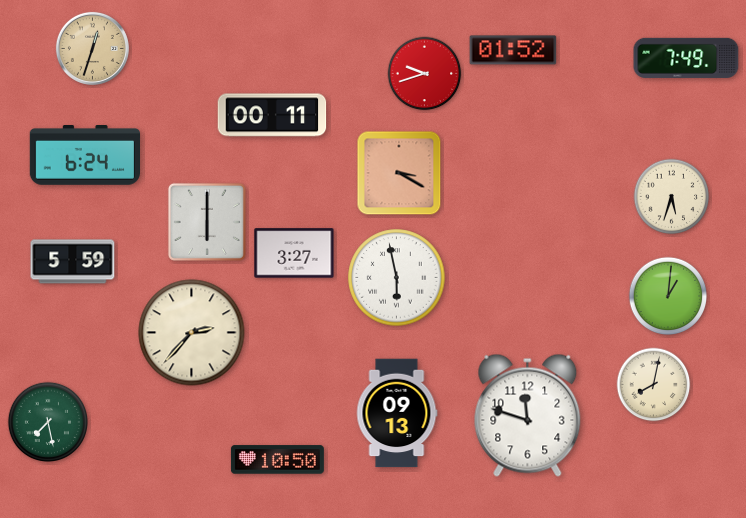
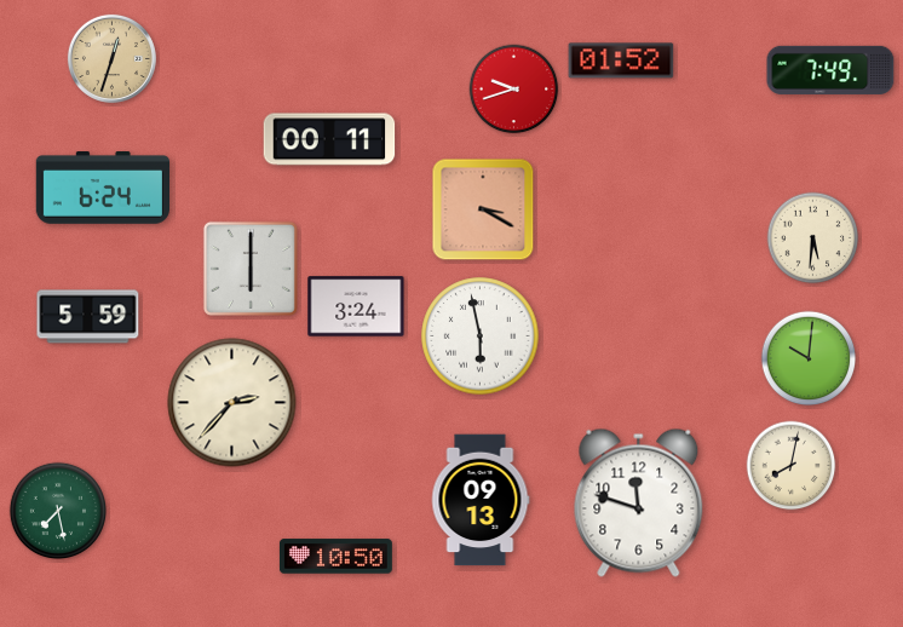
clock at (672, 197): 5:33 -> 5:31
clock at (294, 253): 3:27 -> 3:24
clock at (668, 296): 1:01 -> 10:01
